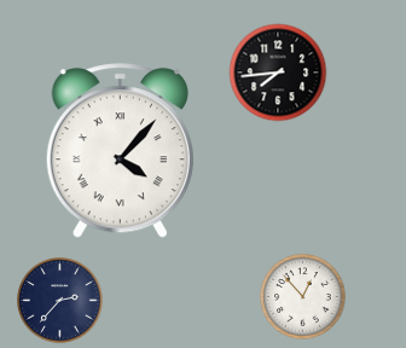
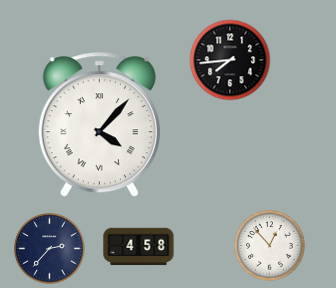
clock at (303, 297) position: (303, 297) -> (270, 246)
clock at (139, 247): none -> 4:58
